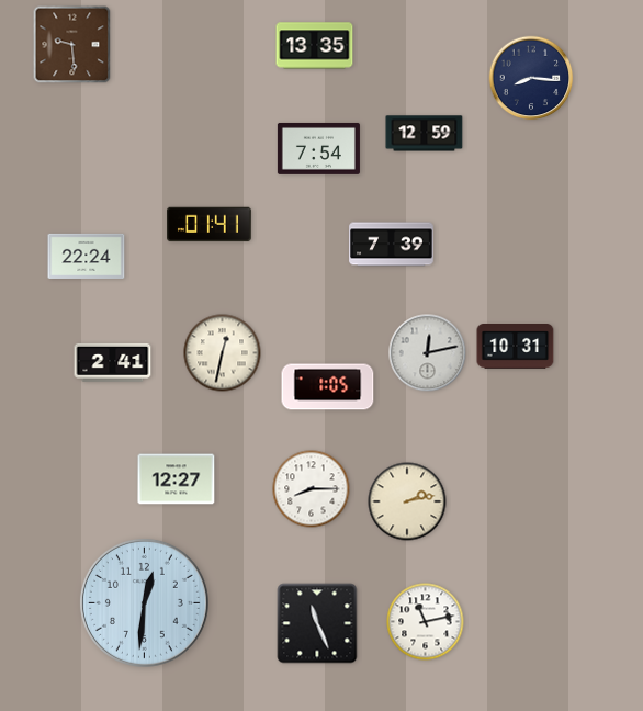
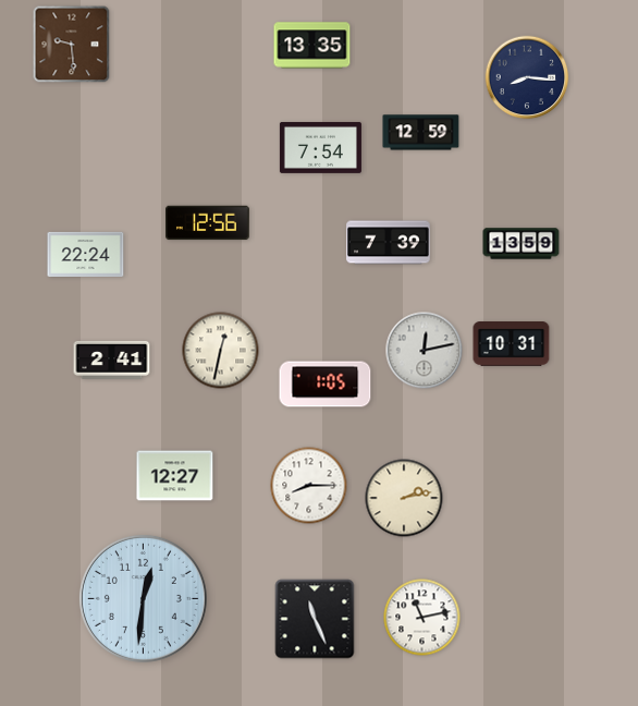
clock at (318, 148) position: (318, 148) -> (320, 147)
clock at (210, 225): 01:41 -> 12:56
clock at (522, 244): none -> 13:59
